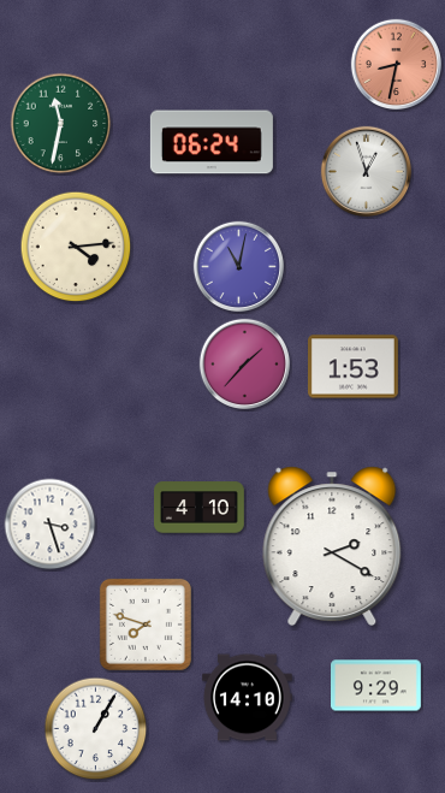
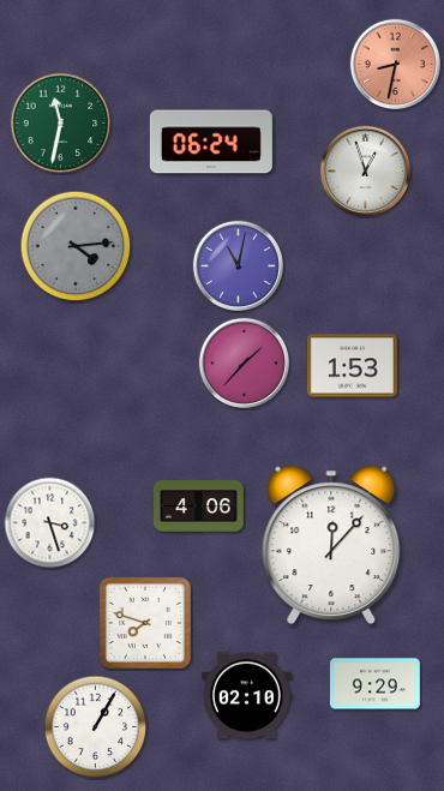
clock at (76, 247) dial: cream -> grey
clock at (200, 508): 4:10 -> 4:06
clock at (332, 545): 2:20 -> 12:07
clock at (247, 698): 14:10 -> 02:10
